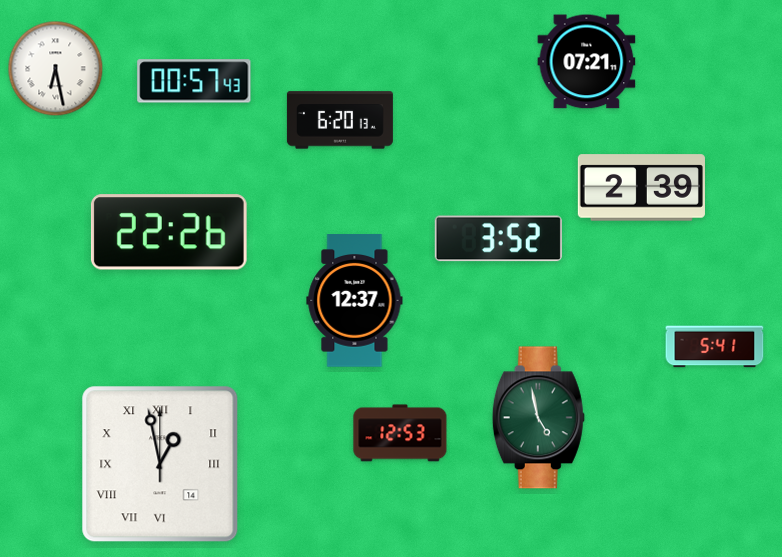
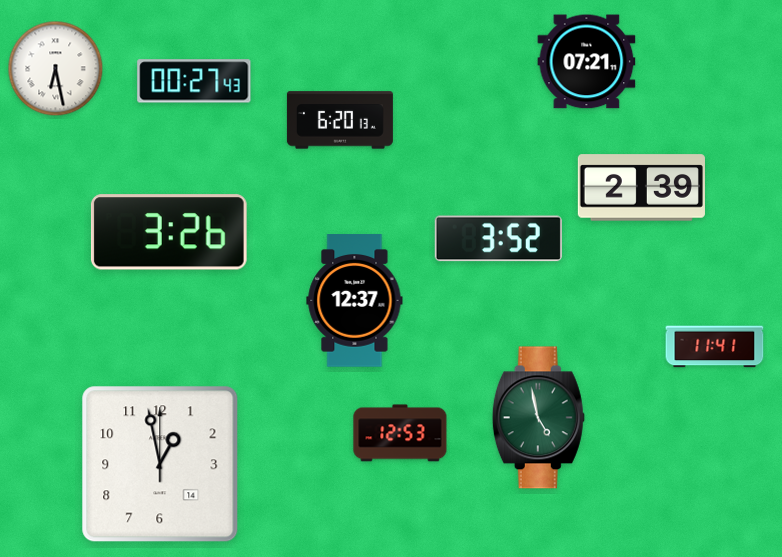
clock at (194, 81): 00:57 -> 00:27
clock at (169, 232): 22:26 -> 3:26
clock at (715, 347): 5:41 -> 11:41
clock at (160, 464) numerals: Roman -> Arabic
